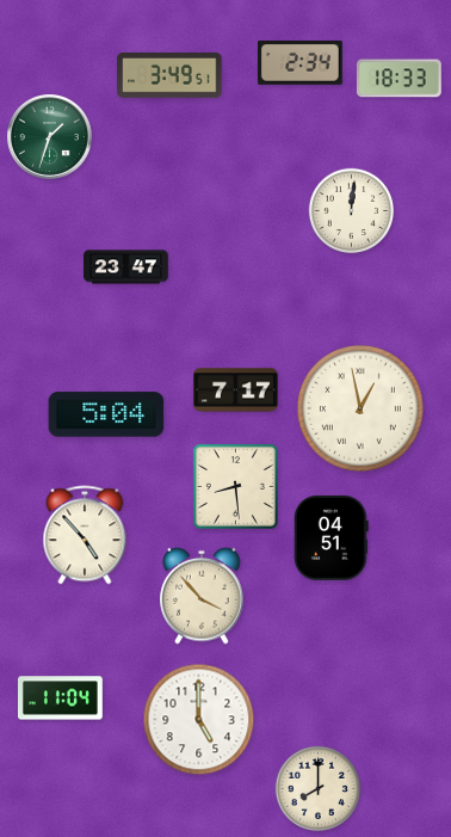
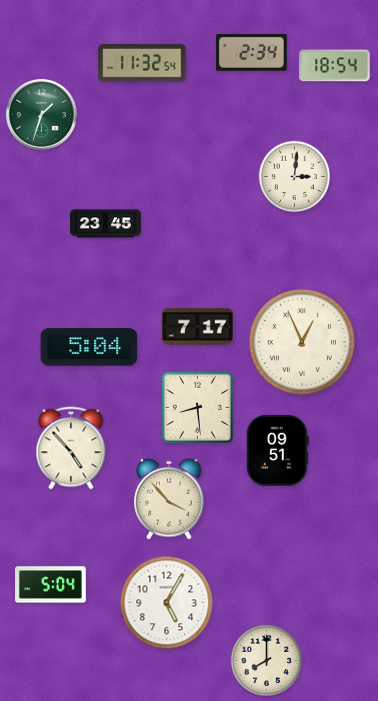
clock at (169, 75): 3:49 -> 11:32
clock at (399, 79): 18:33 -> 18:54
clock at (352, 211): 12:01 -> 3:01
clock at (126, 267): 23:47 -> 23:45
clock at (360, 408): 12:58 -> 12:56
clock at (332, 537): 04:51 -> 09:51
clock at (61, 698): 11:04 -> 5:04
clock at (199, 720): 5:00 -> 5:05
